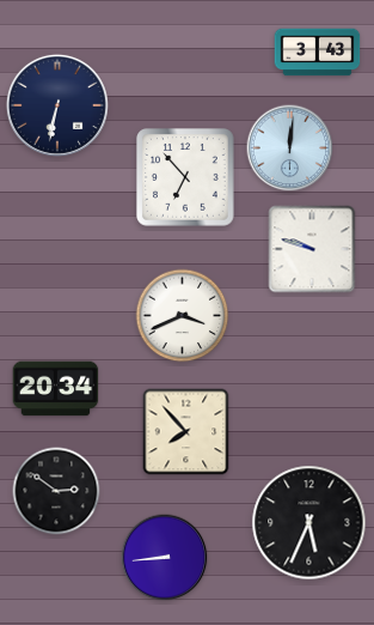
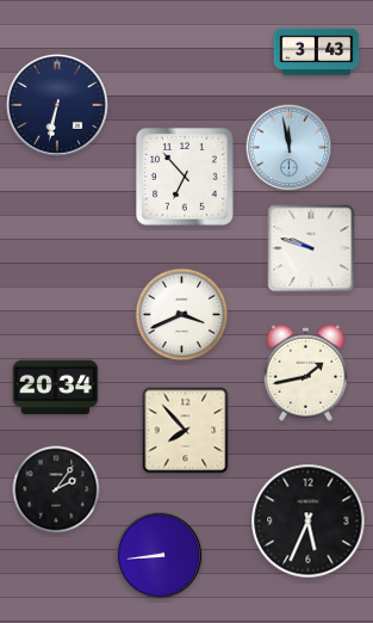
clock at (290, 148): 12:01 -> 11:58
clock at (305, 372): none -> 1:43
clock at (56, 491): 2:51 -> 2:06
clock at (165, 558) position: (165, 558) -> (160, 556)
